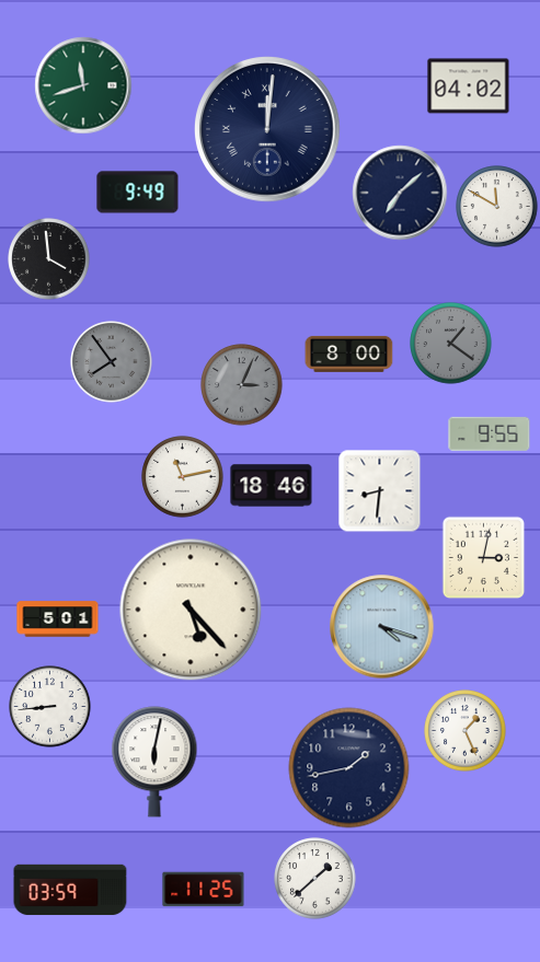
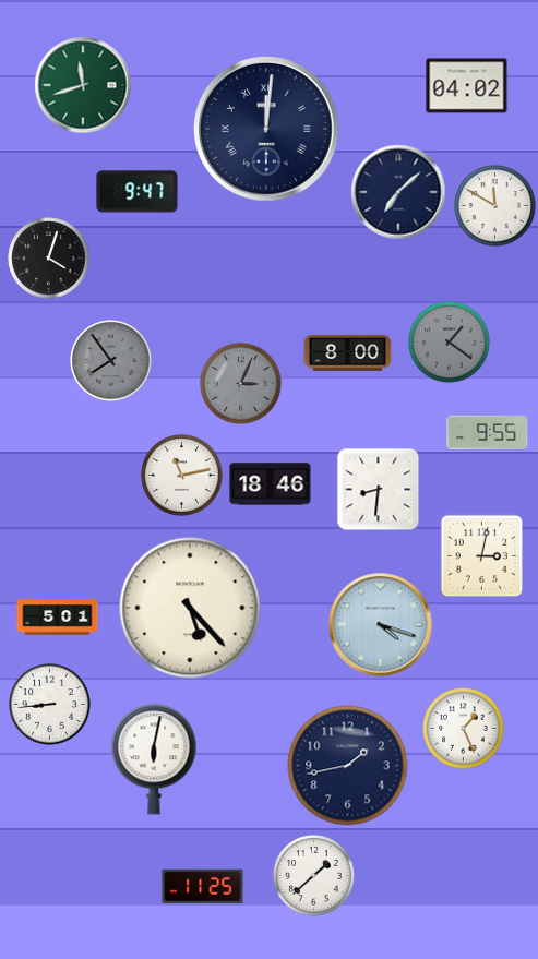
clock at (138, 193): 9:49 -> 9:47
clock at (49, 259): 3:59 -> 4:03
clock at (70, 890): 03:59 -> none
